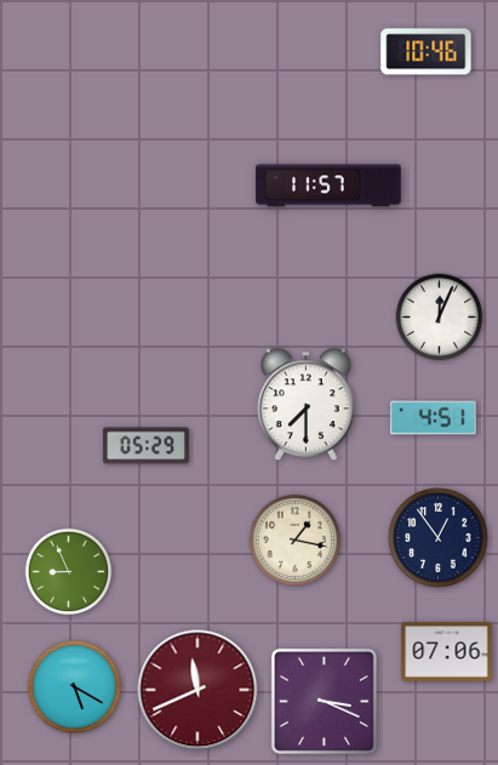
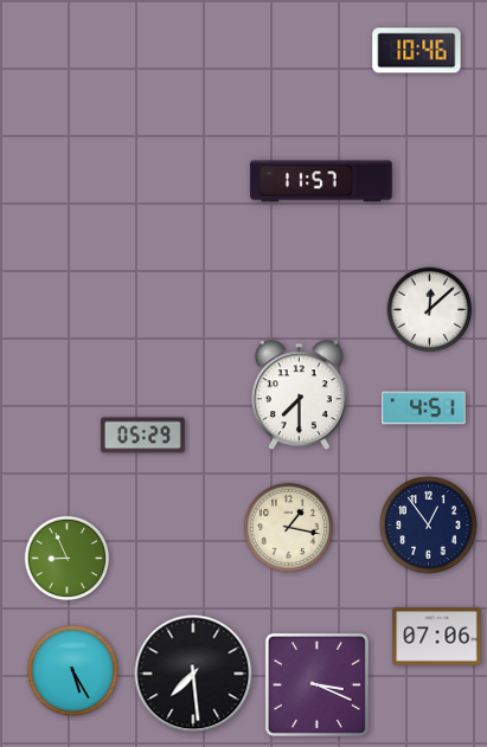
clock at (440, 318): 12:04 -> 12:08
clock at (74, 686): 5:20 -> 5:25
clock at (198, 690): 11:41 -> 7:29
clock at (198, 690) dial: burgundy -> black
